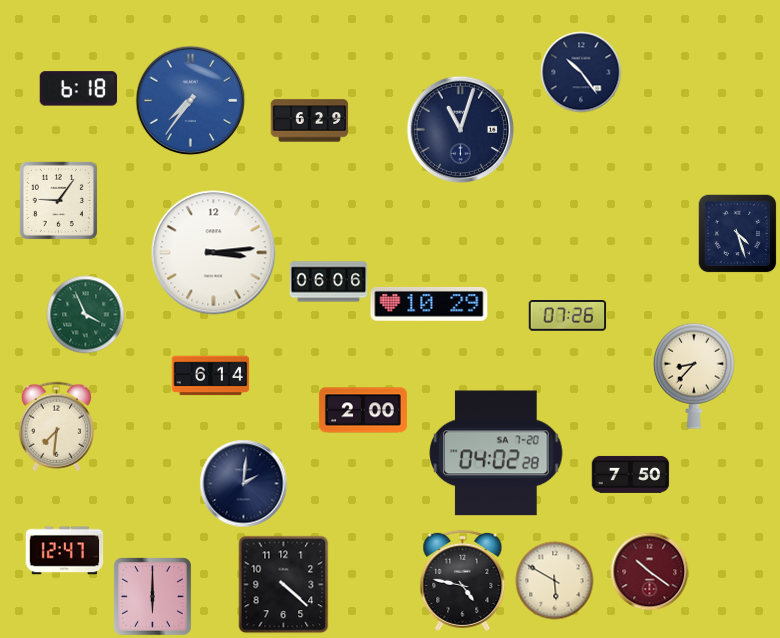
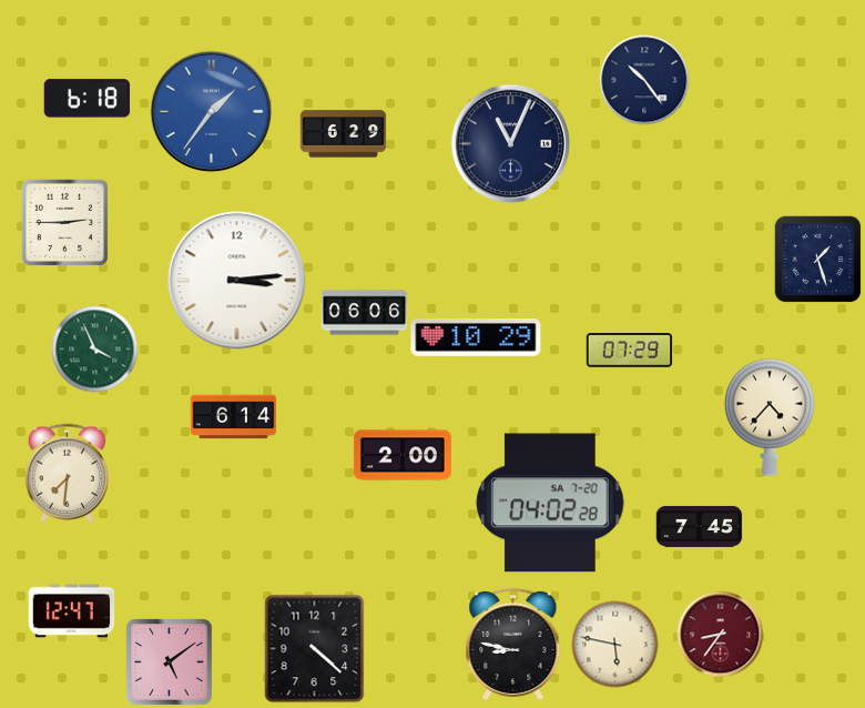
clock at (190, 100): 7:36 -> 1:36
clock at (460, 129): 11:03 -> 11:04
clock at (58, 200): 9:06 -> 2:45
clock at (737, 233): 4:27 -> 1:27
clock at (567, 316): 07:26 -> 07:29
clock at (694, 376): 8:37 -> 4:37
clock at (56, 426) position: (56, 426) -> (67, 473)
clock at (630, 474): 7:50 -> 7:45
clock at (243, 483): 2:01 -> none
clock at (649, 571): 10:21 -> 8:36
clock at (463, 580): 4:47 -> 8:47
clock at (554, 580): 5:50 -> 5:47
clock at (153, 597): 6:00 -> 5:09
